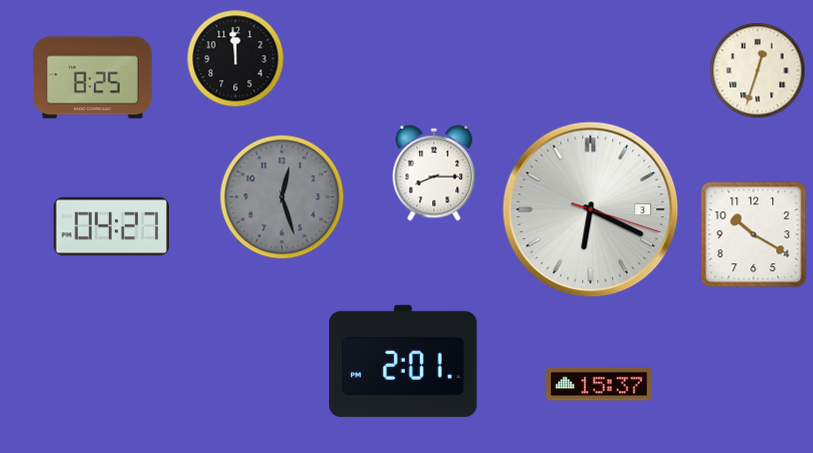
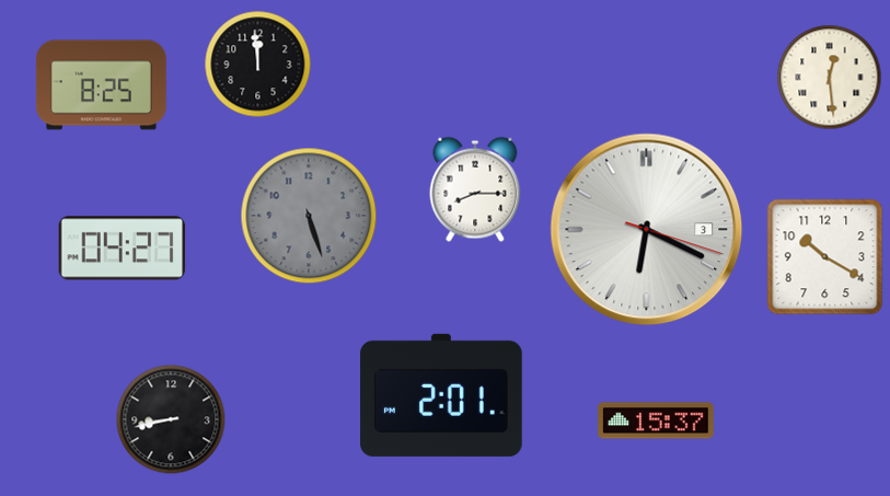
clock at (758, 71): 12:33 -> 12:29
clock at (282, 197): 12:27 -> 5:27
clock at (171, 419): none -> 8:43
